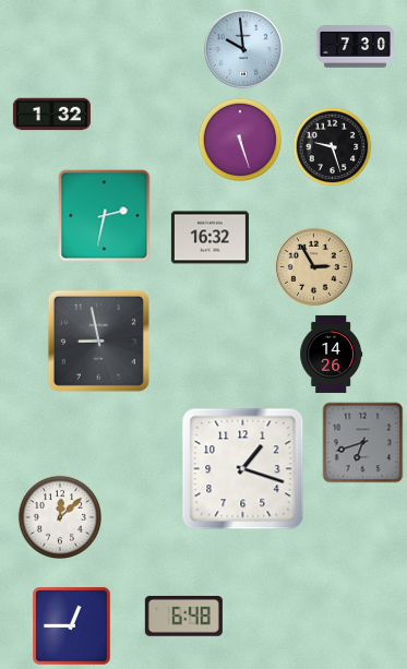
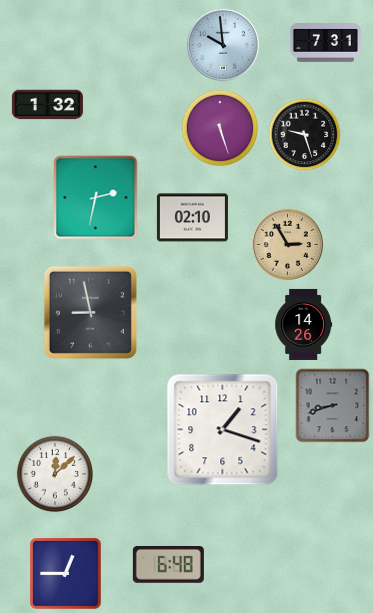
clock at (355, 47): 7:30 -> 7:31
clock at (210, 238): 16:32 -> 02:10
clock at (363, 443): 6:42 -> 8:42
